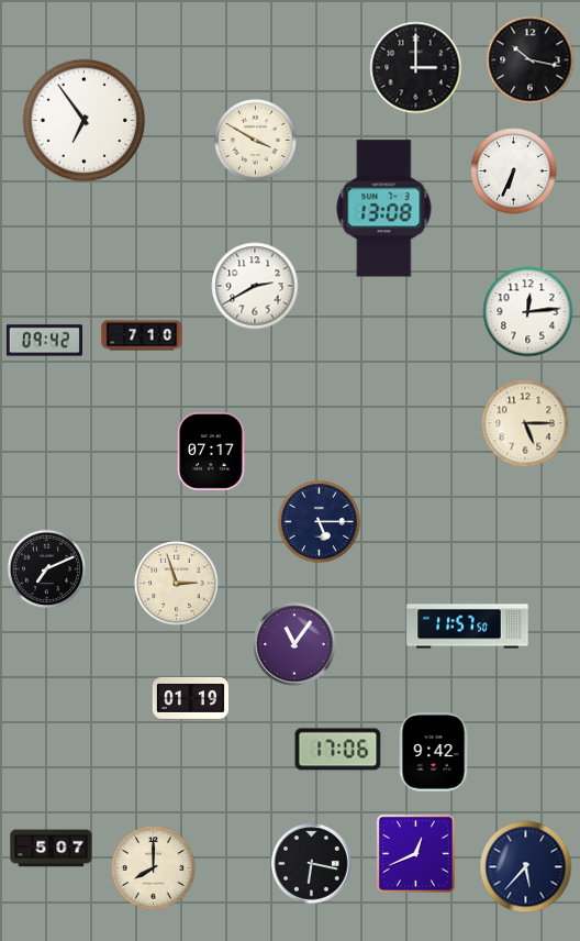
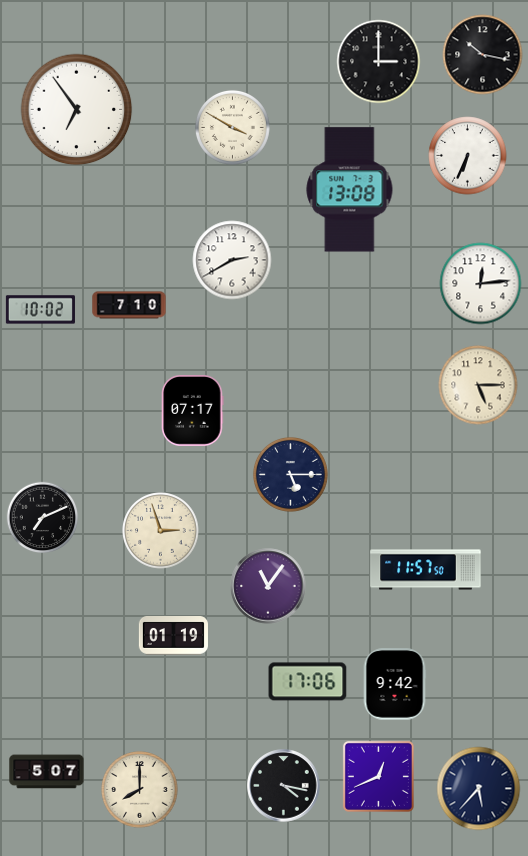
clock at (44, 341): 09:42 -> 10:02
clock at (312, 864): 6:17 -> 4:17
